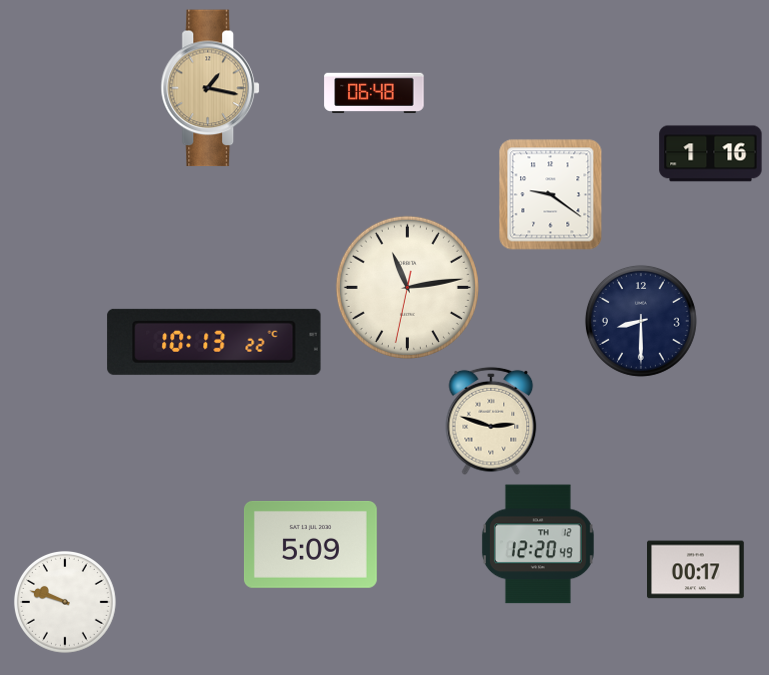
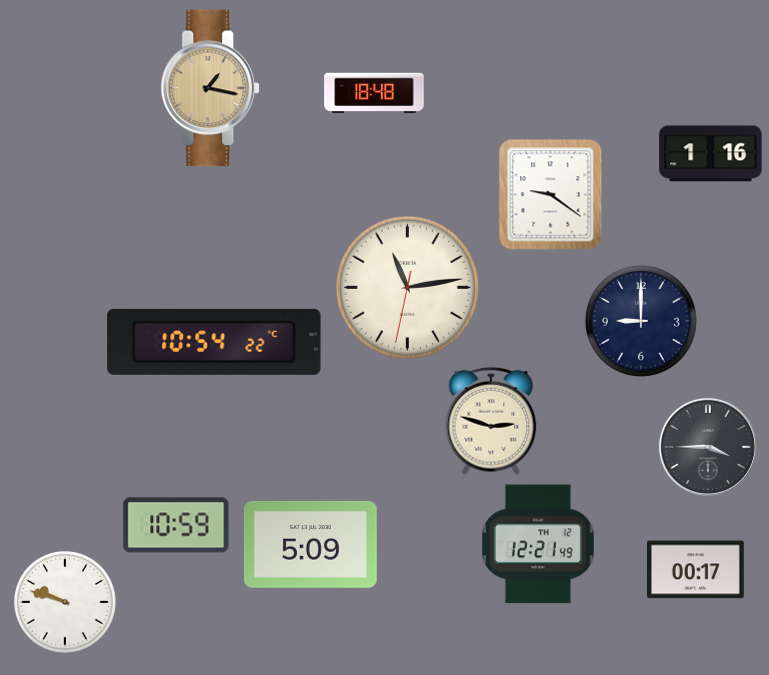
clock at (374, 93): 06:48 -> 18:48
clock at (641, 321): 8:30 -> 9:00
clock at (214, 342): 10:13 -> 10:54
clock at (708, 447): none -> 3:45
clock at (176, 525): none -> 10:59
clock at (538, 544): 12:20 -> 12:21
